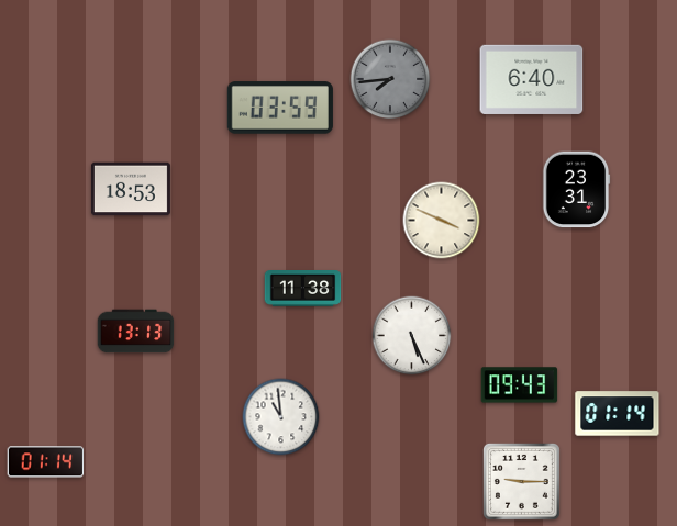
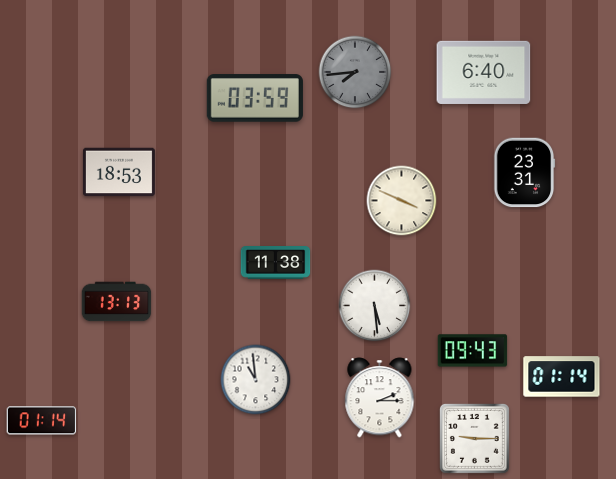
clock at (136, 332) position: (136, 332) -> (117, 302)
clock at (412, 336): 5:26 -> 5:29
clock at (380, 398): none -> 2:15
